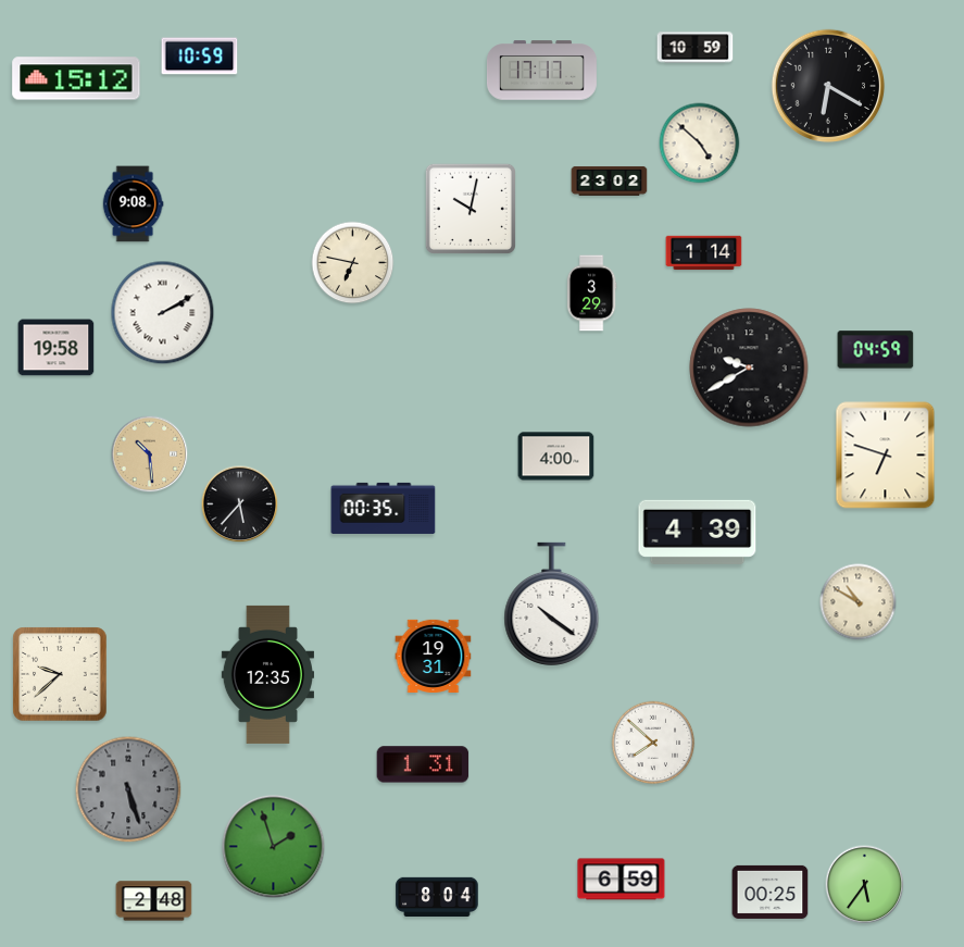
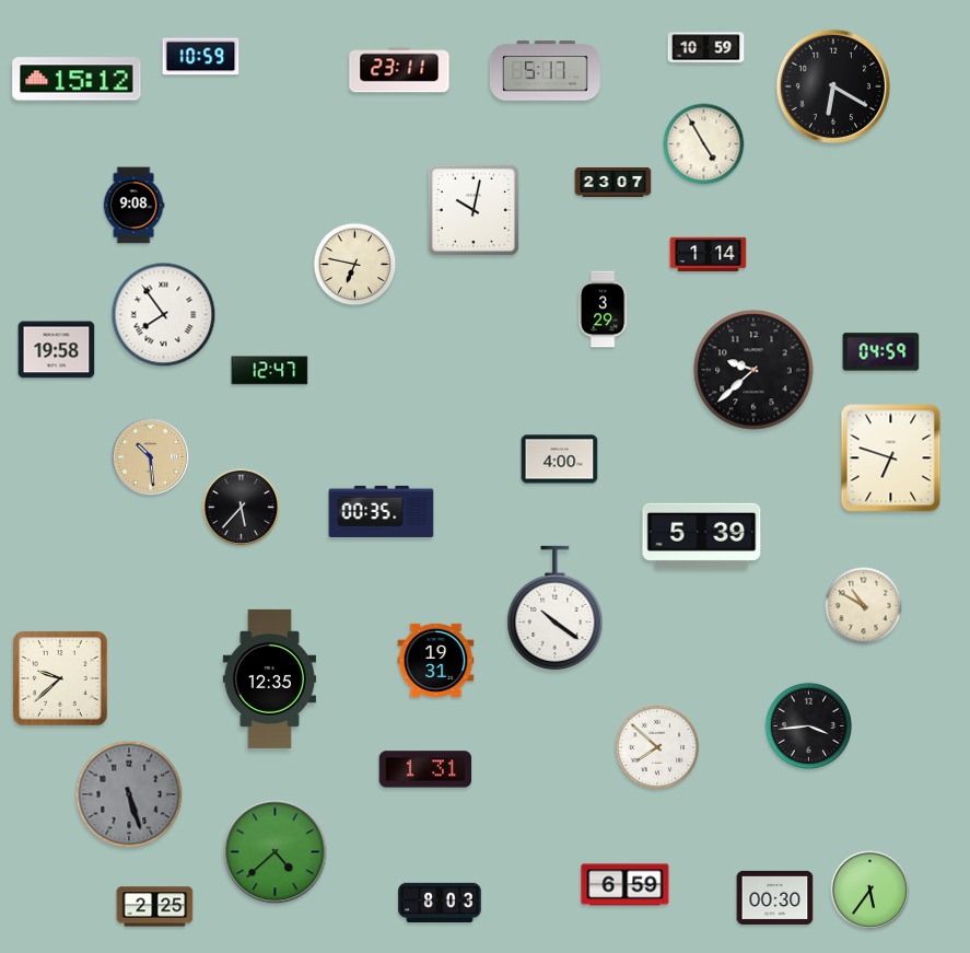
clock at (696, 48) position: (696, 48) -> (706, 48)
clock at (399, 70): none -> 23:11
clock at (541, 71): 17:17 -> 5:17
clock at (700, 144): 4:52 -> 4:55
clock at (610, 180): 23:02 -> 23:07
clock at (591, 294) position: (591, 294) -> (603, 310)
clock at (163, 313): 2:10 -> 7:54
clock at (749, 367): 9:40 -> 9:38
clock at (270, 371): none -> 12:47
clock at (384, 508) position: (384, 508) -> (382, 511)
clock at (698, 532): 4:39 -> 5:39
clock at (808, 725): none -> 3:44
clock at (274, 847): 1:57 -> 4:38
clock at (771, 892): 00:25 -> 00:30
clock at (437, 896): 8:04 -> 8:03
clock at (154, 901): 2:48 -> 2:25
